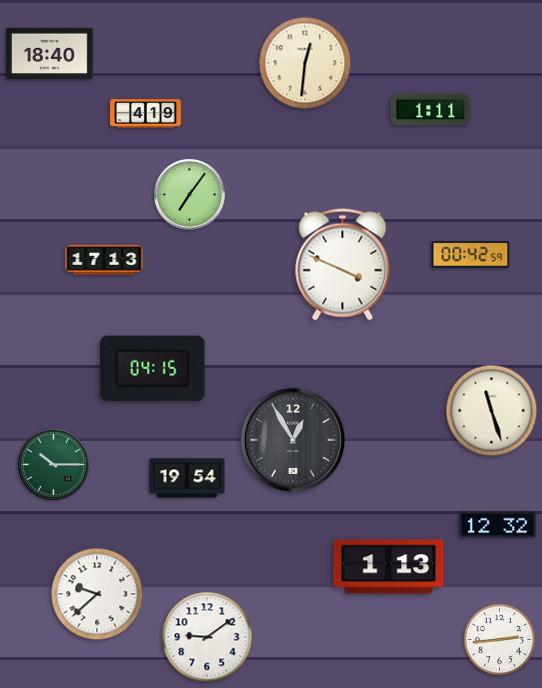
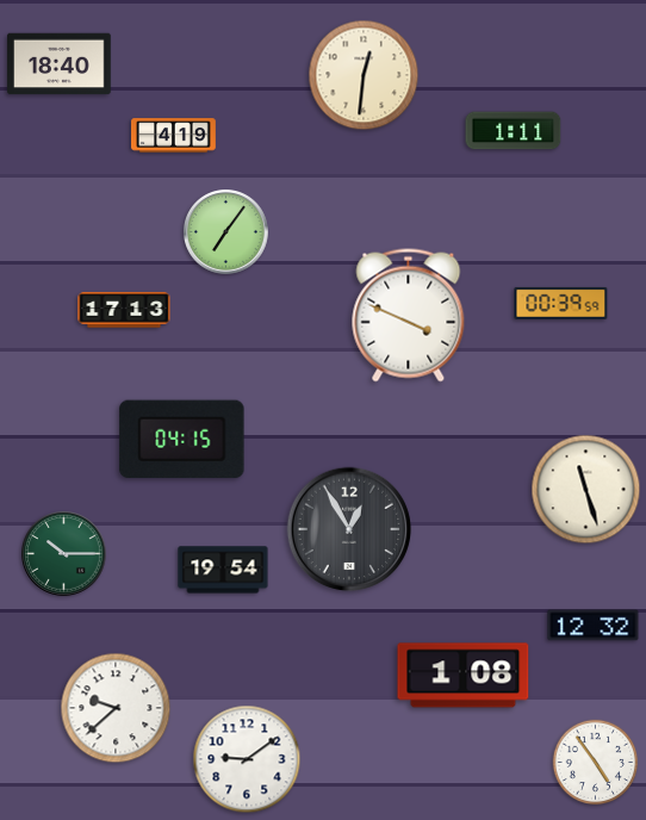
clock at (471, 254): 00:42 -> 00:39
clock at (293, 440) position: (293, 440) -> (349, 529)
clock at (389, 567): 1:13 -> 1:08
clock at (500, 640): 2:44 -> 4:54
